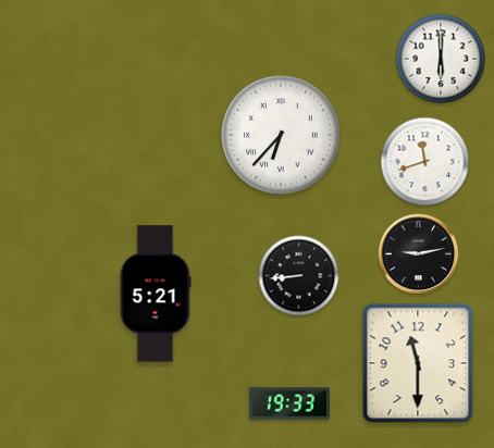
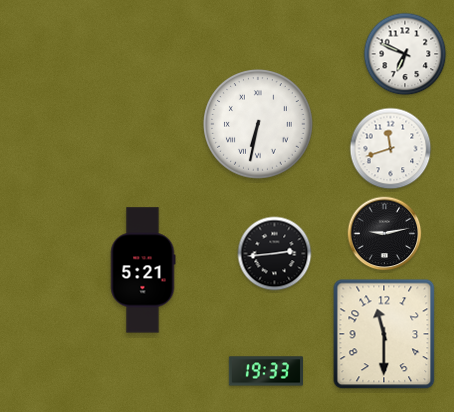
clock at (441, 59): 6:00 -> 6:49
clock at (281, 135): 6:37 -> 6:32
clock at (299, 276): 8:44 -> 2:44
